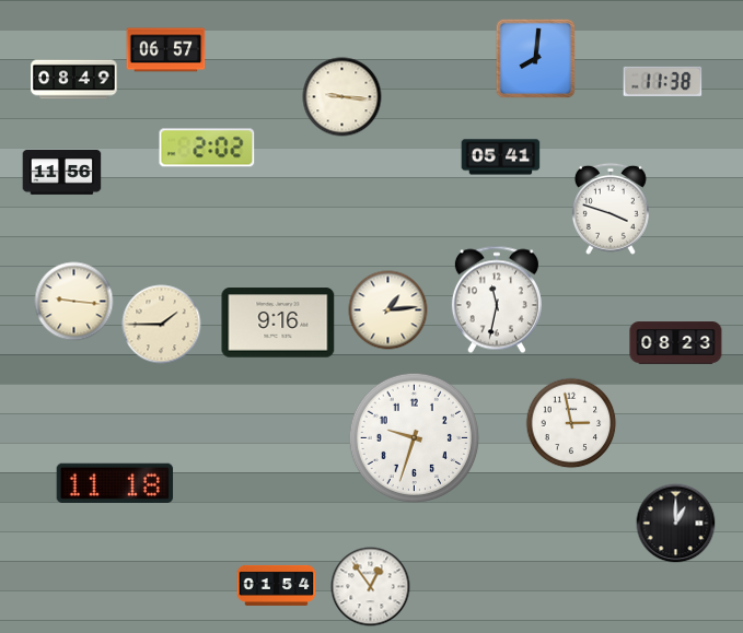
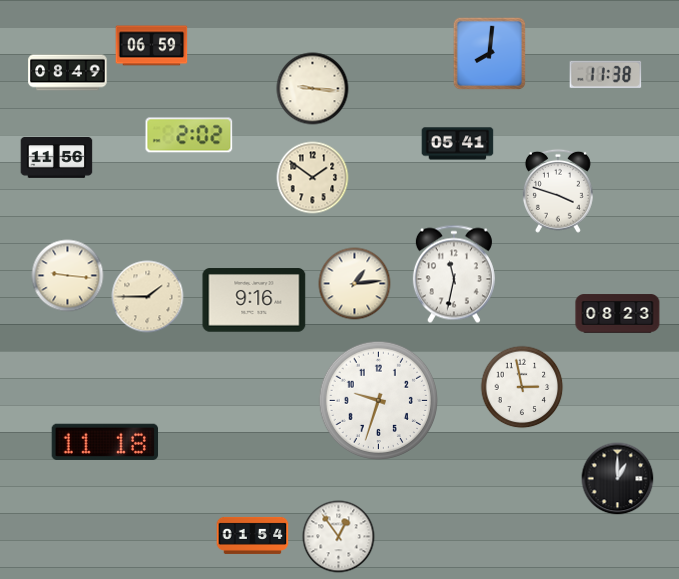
clock at (166, 50): 06:57 -> 06:59
clock at (313, 178): none -> 1:51
clock at (278, 323) position: (278, 323) -> (254, 300)
